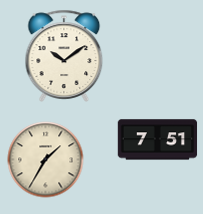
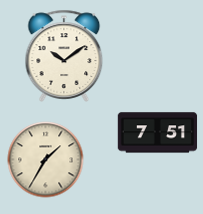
clock at (158, 140) position: (158, 140) -> (158, 133)
